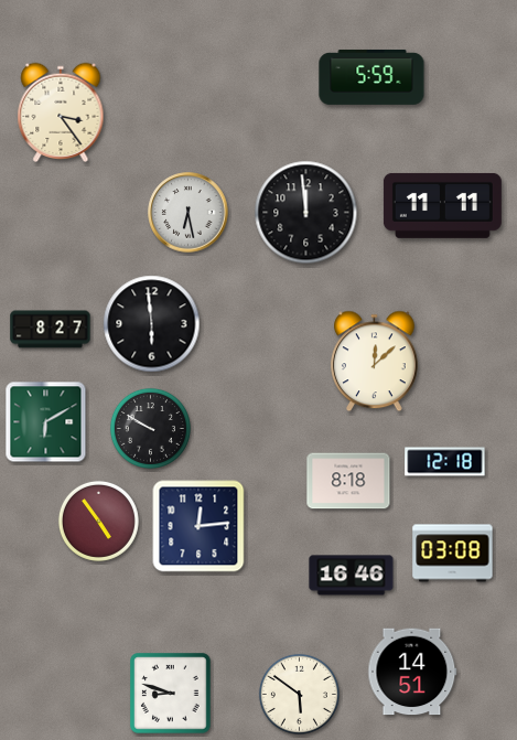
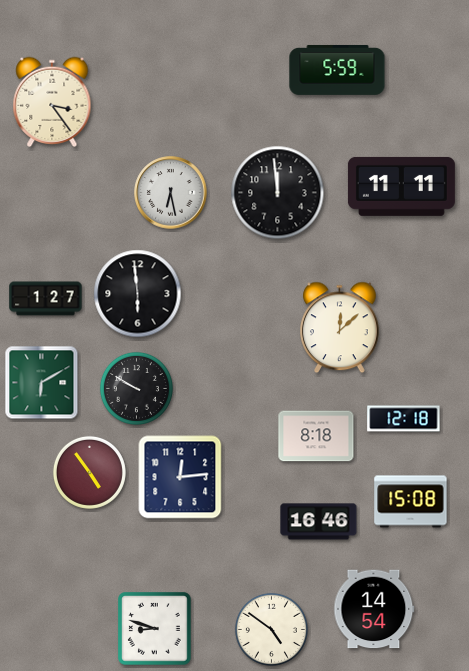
clock at (61, 112) position: (61, 112) -> (52, 102)
clock at (51, 330): 8:27 -> 1:27
clock at (453, 554): 03:08 -> 15:08
clock at (412, 672): 14:51 -> 14:54
clock at (299, 694): 5:51 -> 4:51
